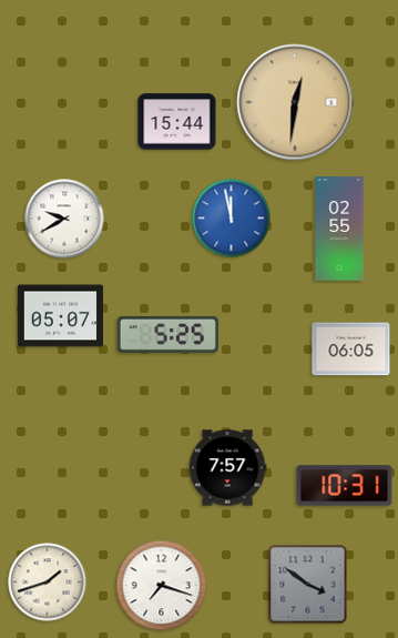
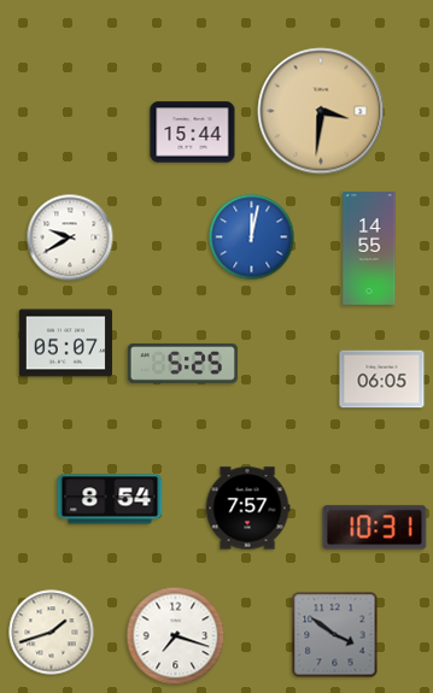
clock at (295, 102): 12:31 -> 3:31
clock at (232, 219): 11:58 -> 12:02
clock at (339, 229): 02:55 -> 14:55
clock at (110, 499): none -> 8:54
